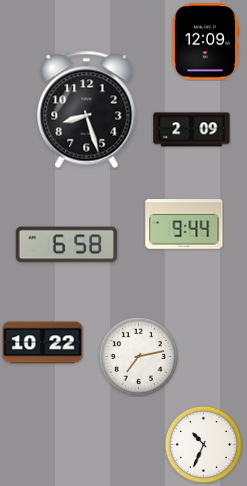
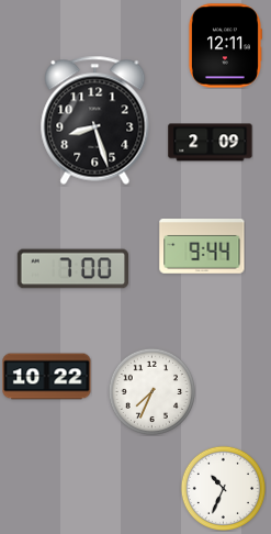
clock at (205, 42): 12:09 -> 12:11
clock at (67, 245): 6:58 -> 7:00
clock at (138, 356): 7:13 -> 7:34
